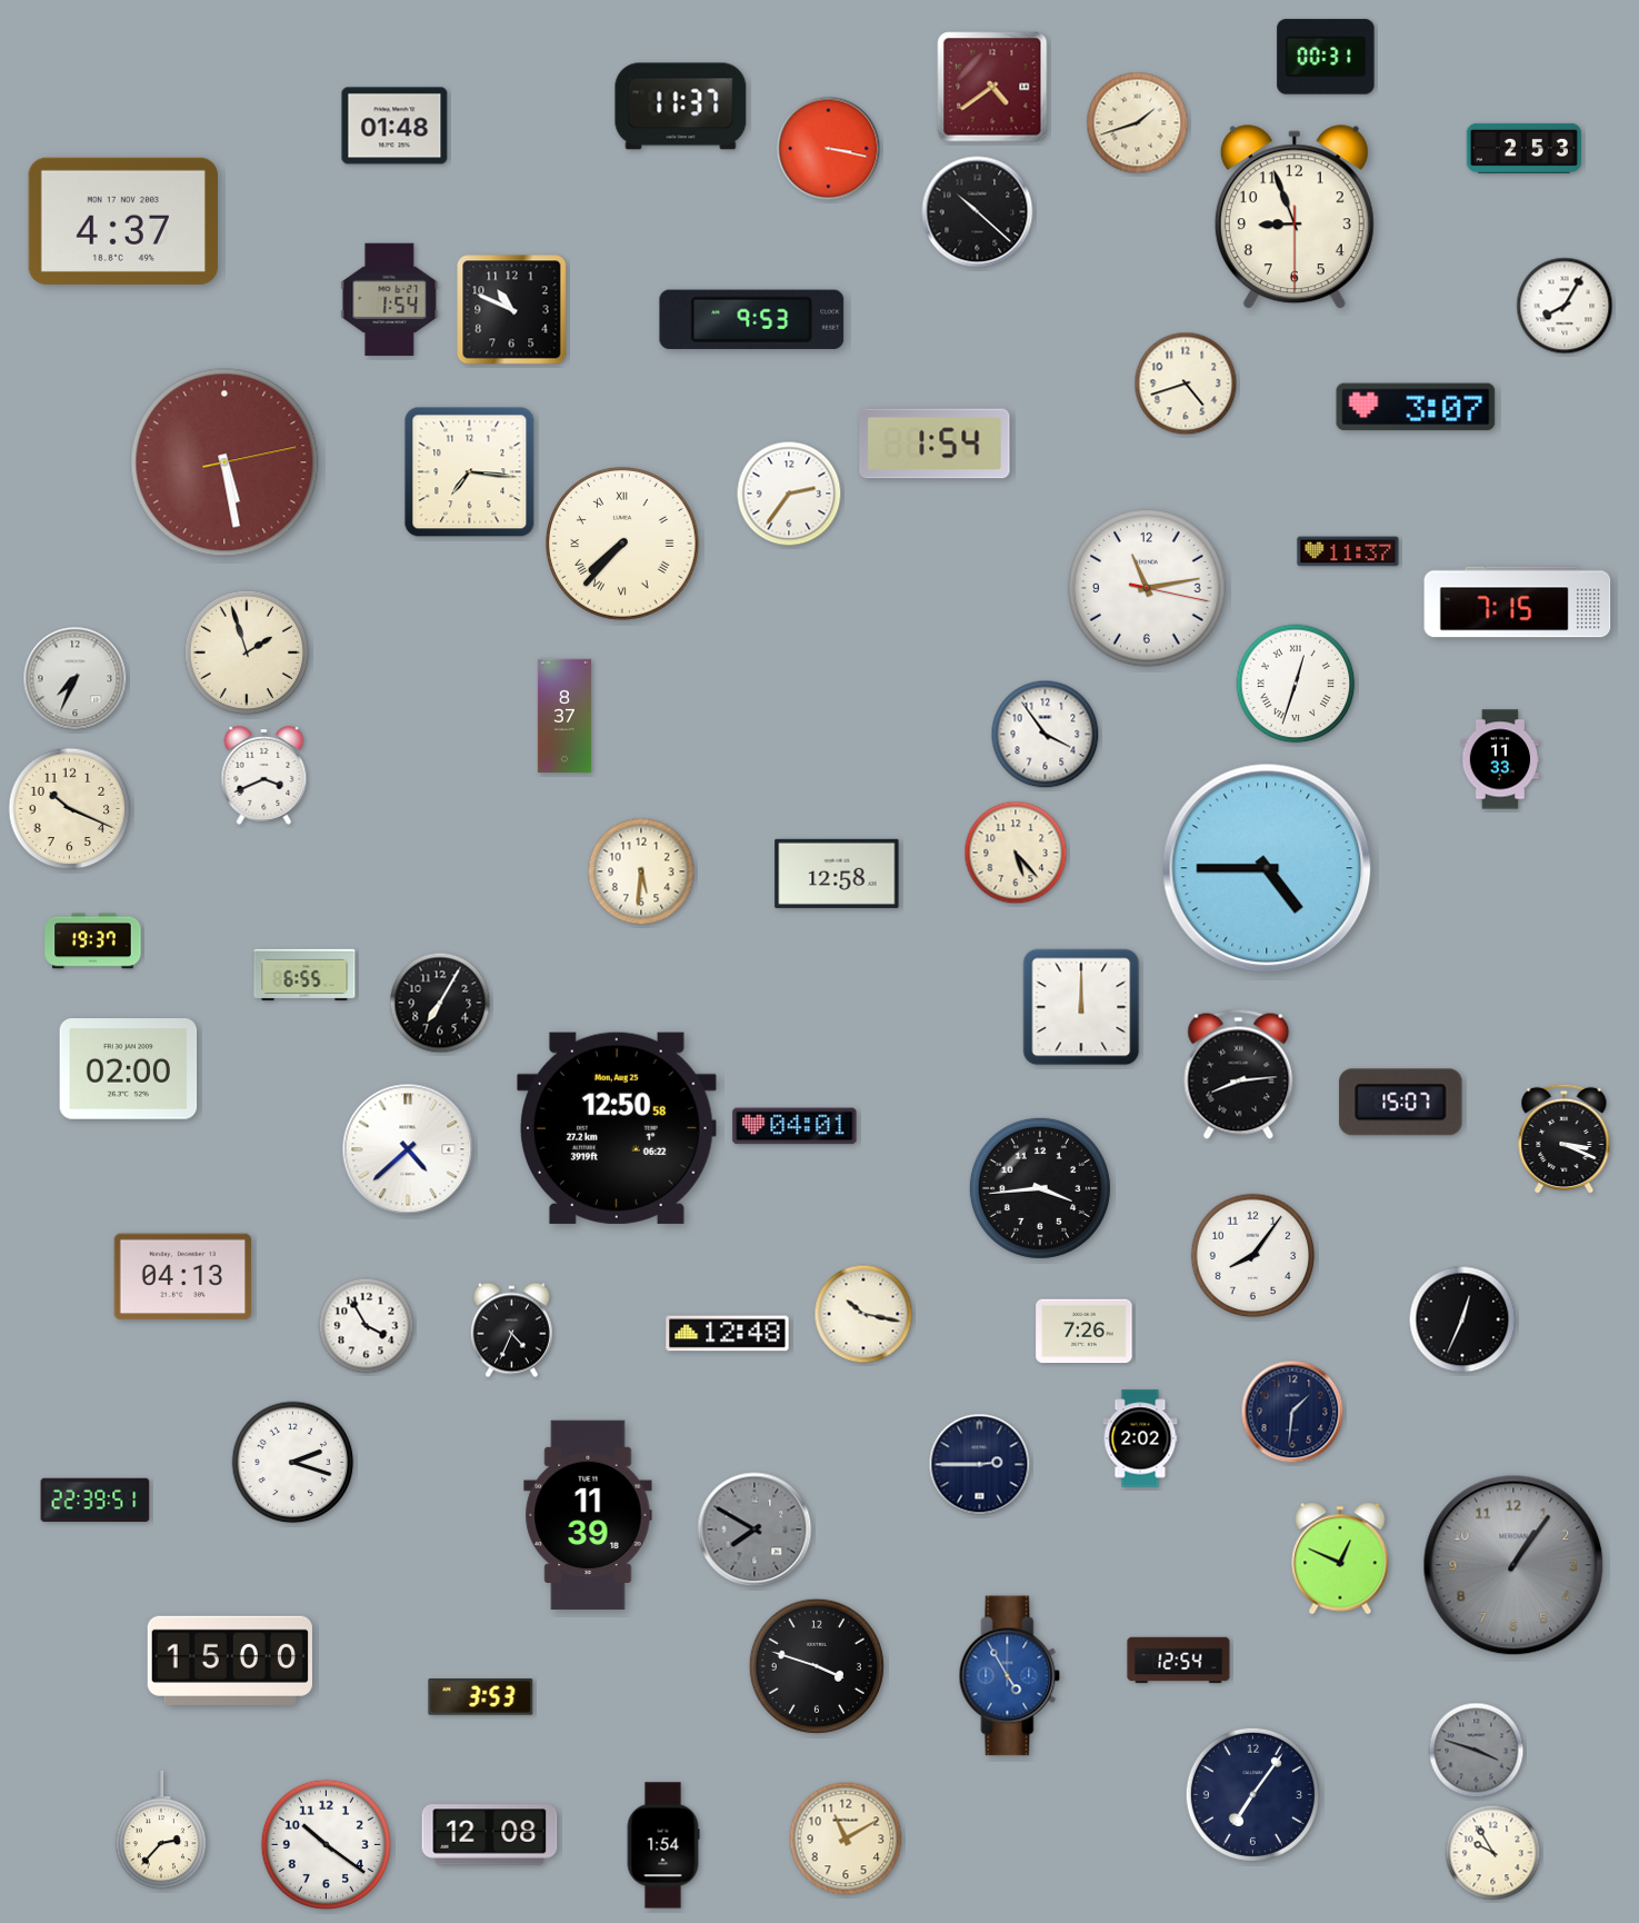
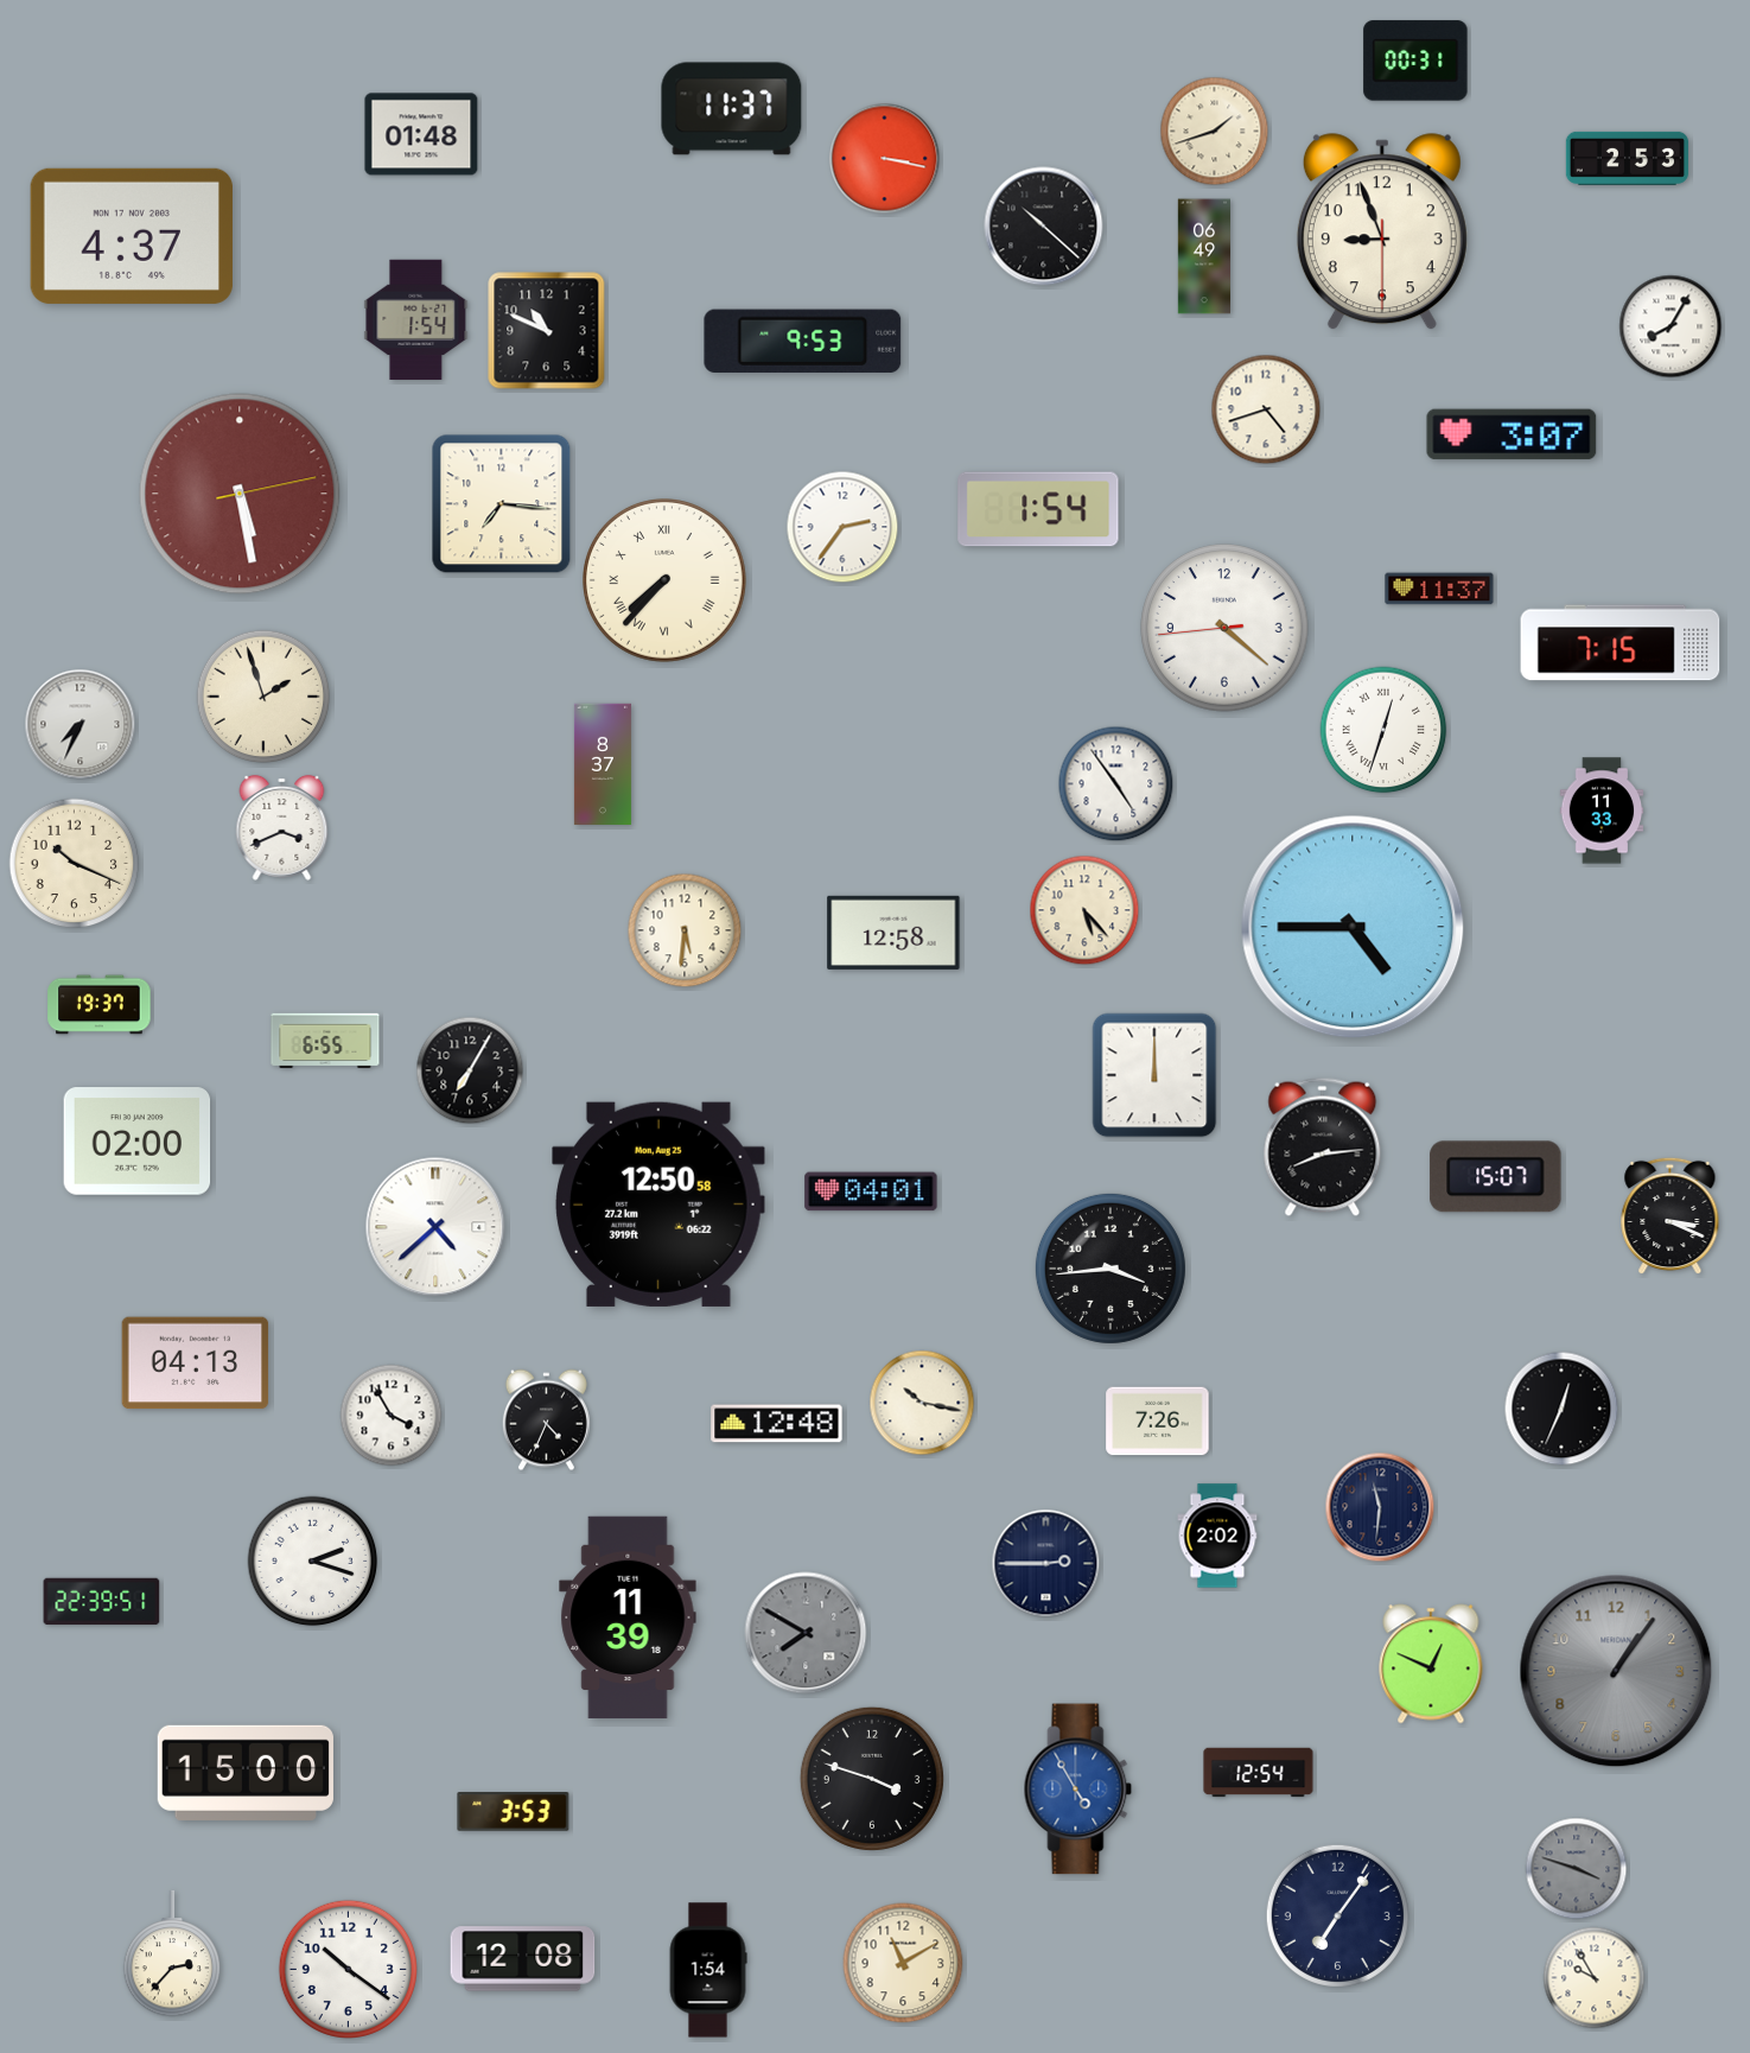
clock at (992, 87): 4:39 -> none
clock at (681, 107) position: (681, 107) -> (732, 109)
clock at (1203, 256): none -> 06:49
clock at (935, 444) position: (935, 444) -> (1038, 509)
clock at (1147, 588): 11:13 -> 4:21
clock at (1046, 735): 3:54 -> 4:54
clock at (794, 1126) position: (794, 1126) -> (871, 1191)
clock at (1253, 1256): 8:06 -> none
clock at (1292, 1412): 1:31 -> 11:31
